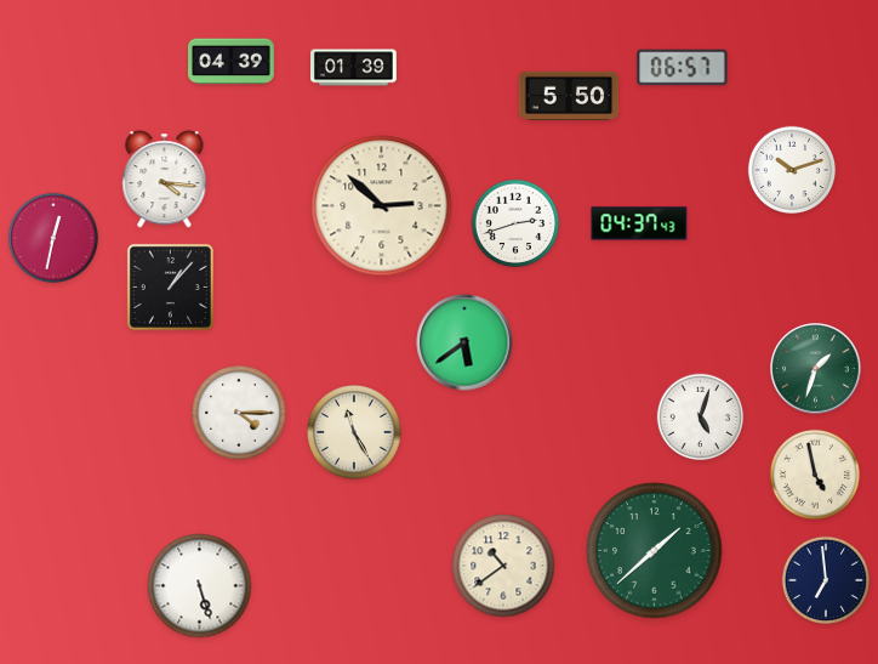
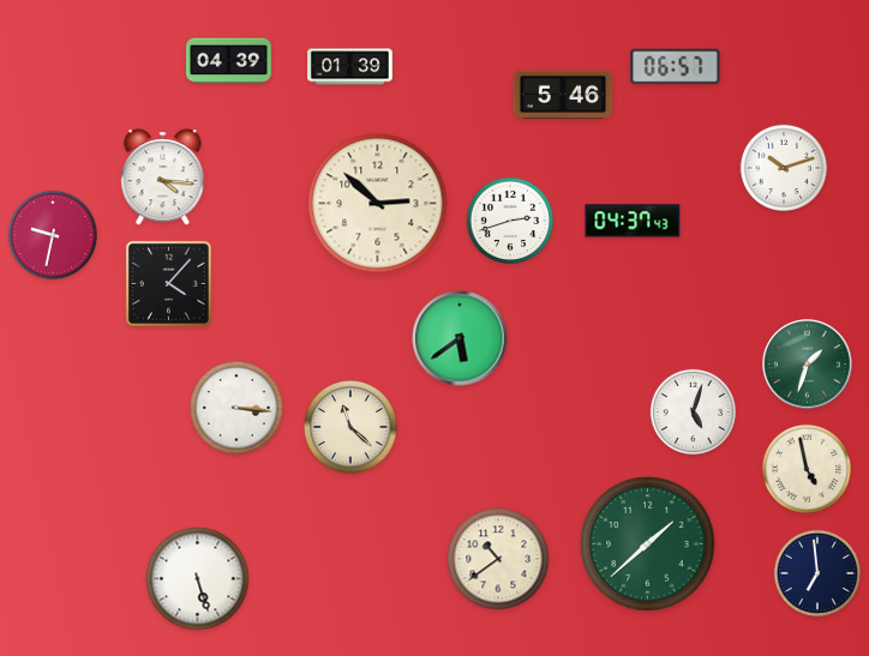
clock at (569, 96): 5:50 -> 5:46
clock at (53, 238): 12:32 -> 9:32
clock at (170, 286): 1:07 -> 4:07
clock at (240, 414): 4:15 -> 3:16
clock at (355, 433): 11:25 -> 11:22
